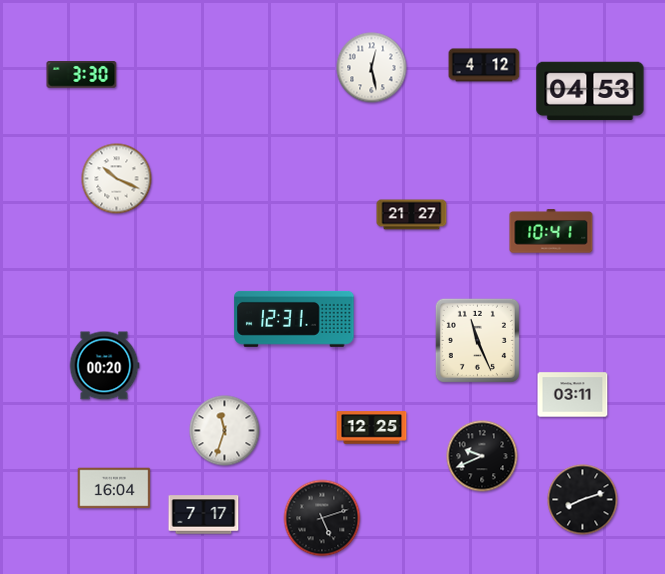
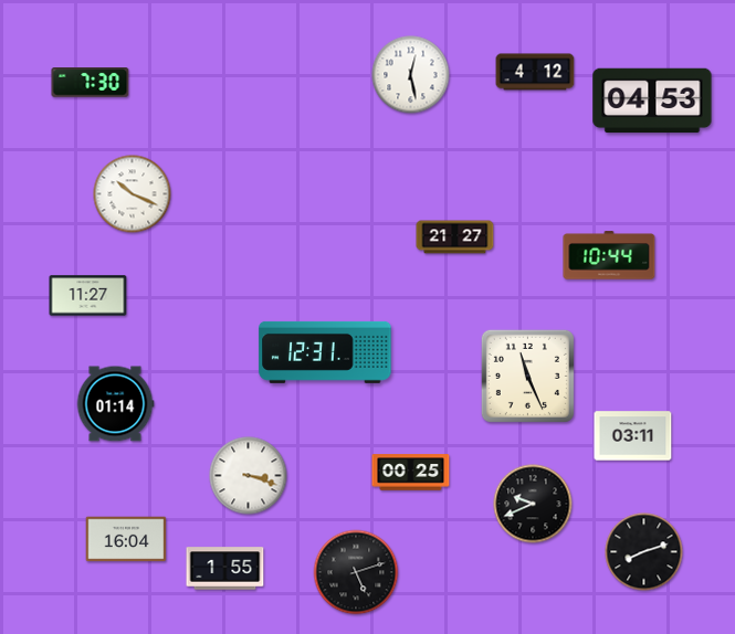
clock at (82, 75): 3:30 -> 7:30
clock at (117, 179) position: (117, 179) -> (133, 194)
clock at (551, 231): 10:41 -> 10:44
clock at (88, 296): none -> 11:27
clock at (104, 366): 00:20 -> 01:14
clock at (372, 428): 12:25 -> 00:25
clock at (225, 431): 11:33 -> 3:18
clock at (204, 515): 7:17 -> 1:55
